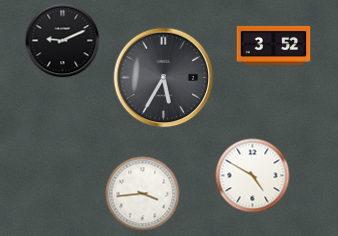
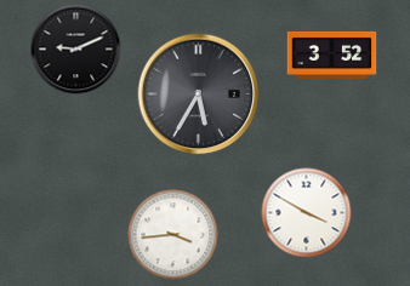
clock at (253, 176): 4:50 -> 3:50
